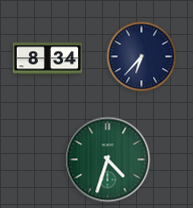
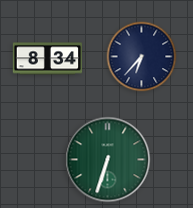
clock at (108, 160): 4:33 -> 6:33
